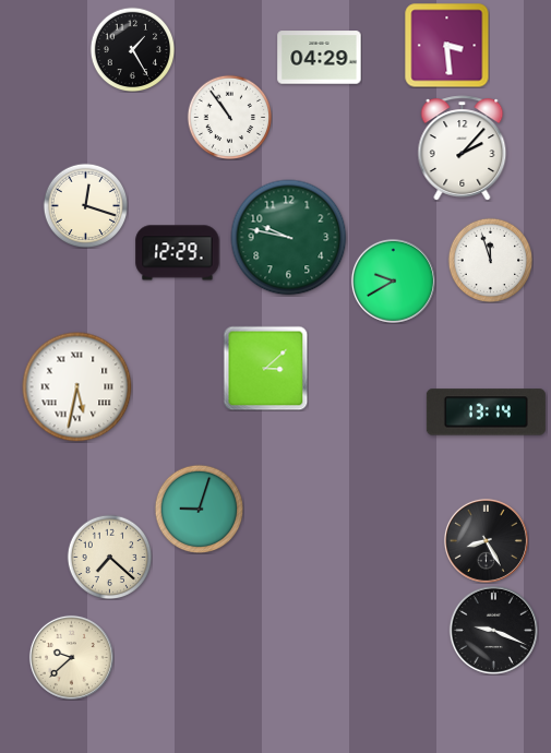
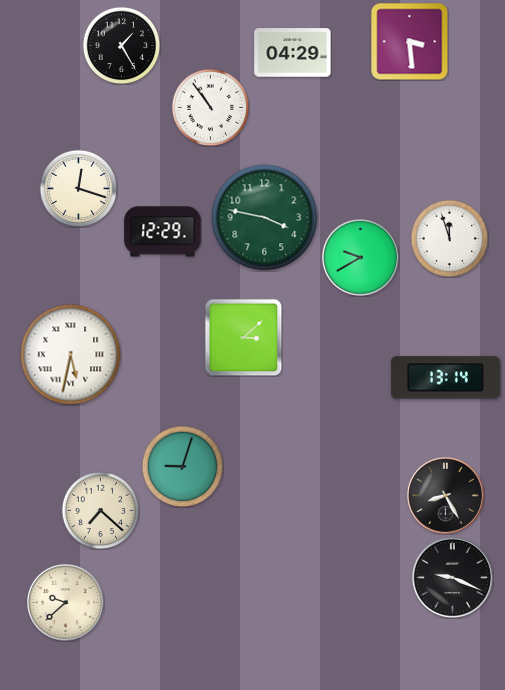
clock at (463, 148): 2:07 -> none
clock at (289, 238): 9:47 -> 3:47
